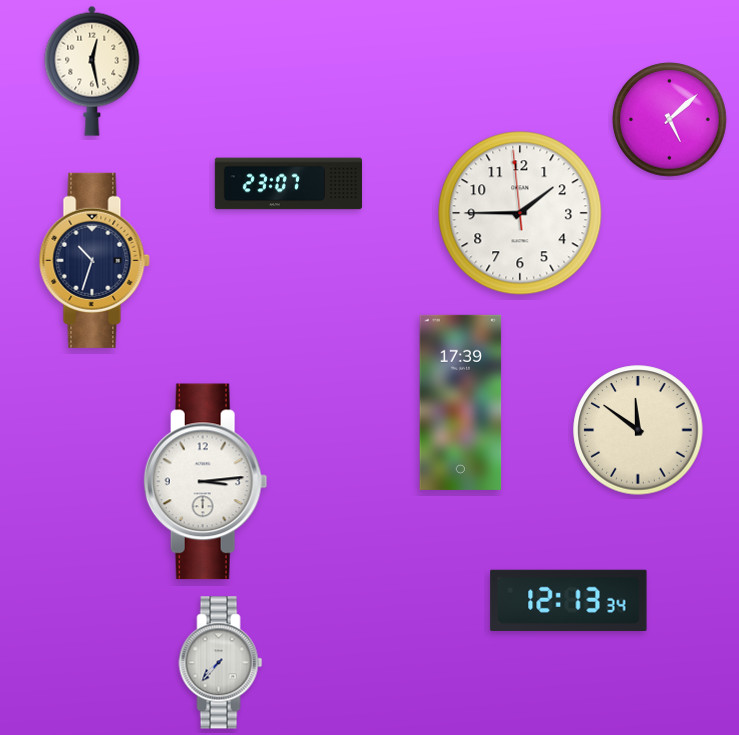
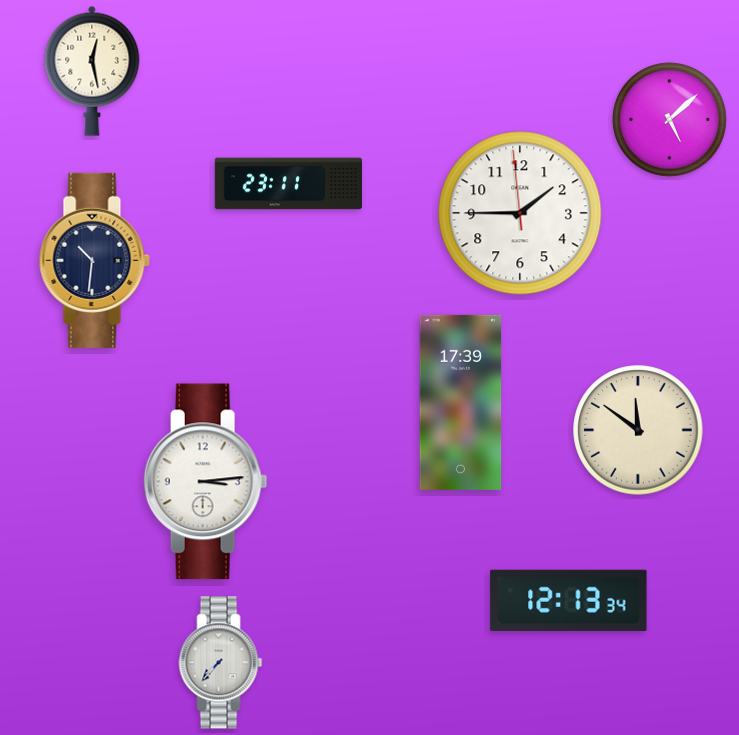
clock at (288, 184): 23:07 -> 23:11
clock at (94, 260): 10:33 -> 10:31
